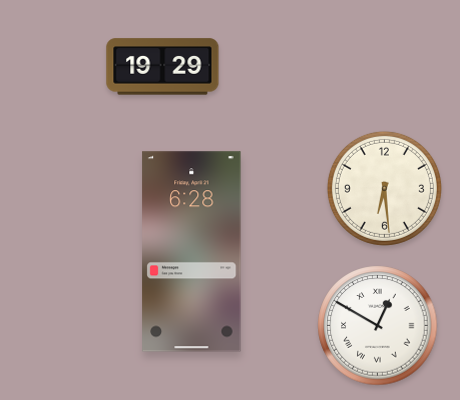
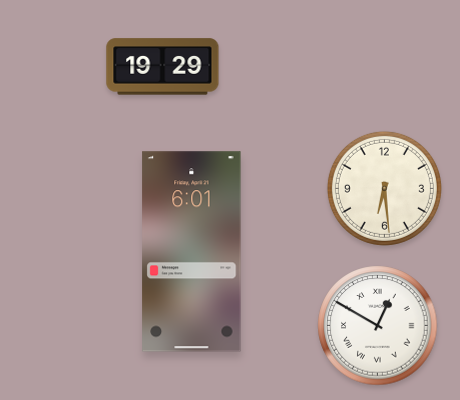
clock at (192, 252): 6:28 -> 6:01
